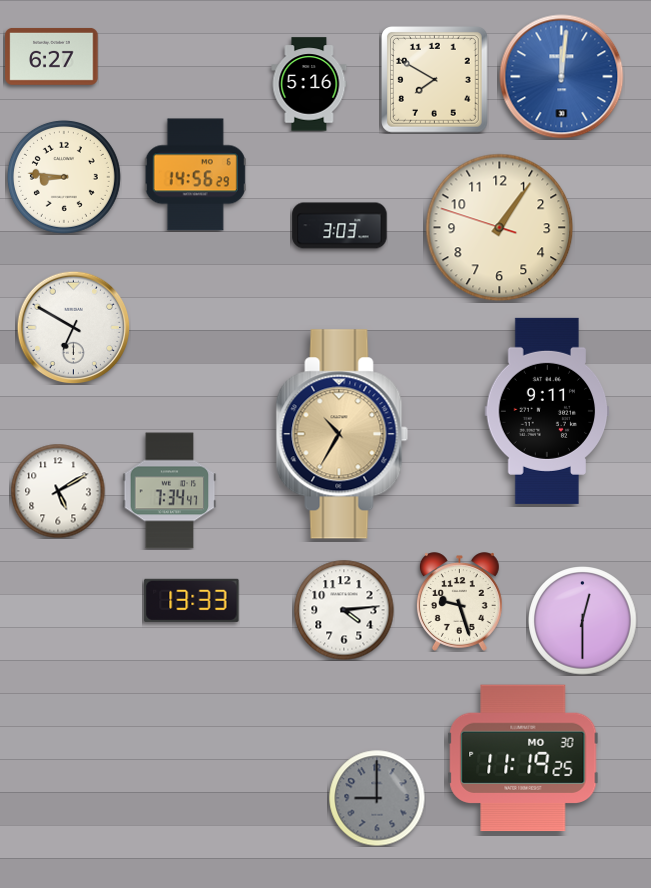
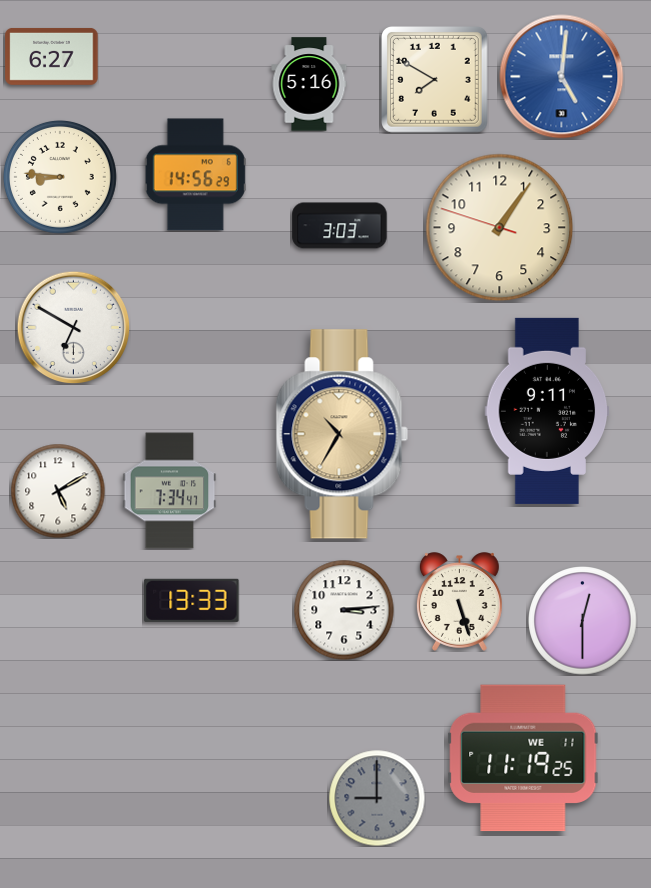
clock at (562, 77): 12:01 -> 5:01
clock at (64, 177) position: (64, 177) -> (60, 177)
clock at (459, 602): 9:27 -> 5:27
clock at (344, 610): 4:14 -> 3:14
clock at (523, 758) date: MO 30 -> WE 11
